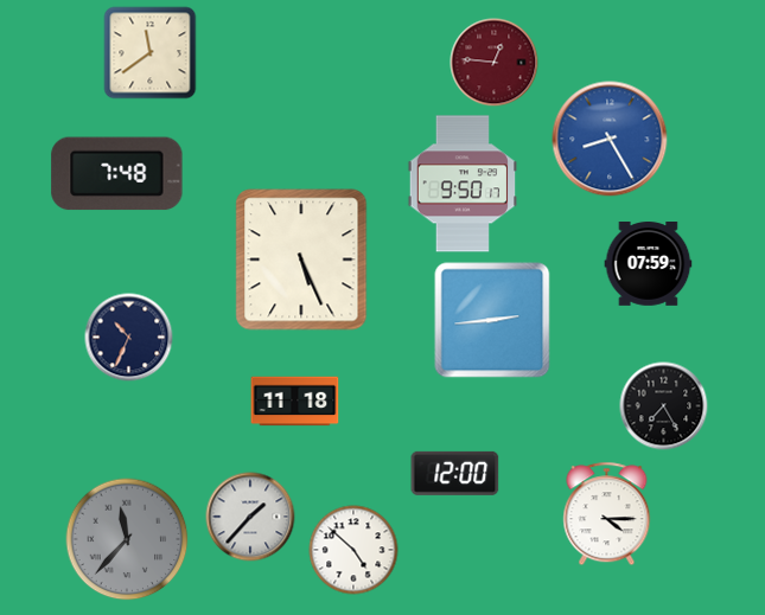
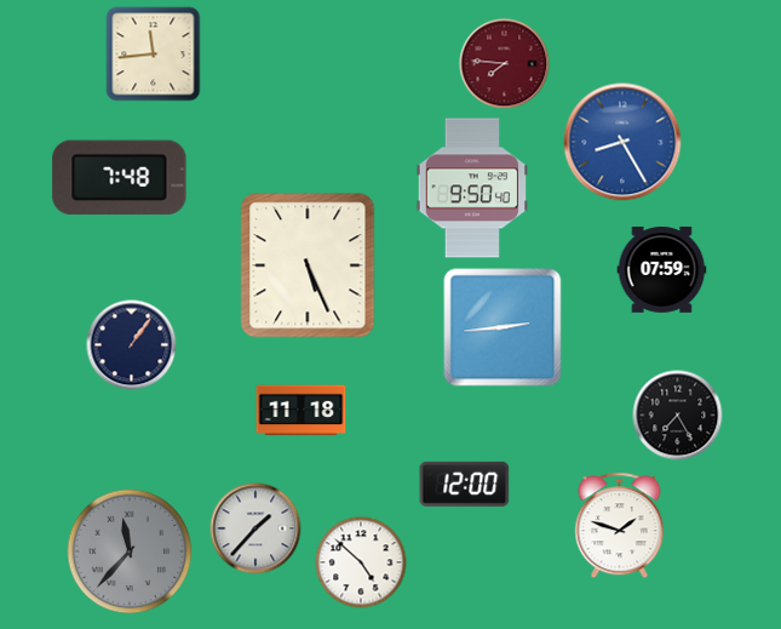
clock at (151, 53): 11:39 -> 11:44
clock at (495, 63): 12:46 -> 7:46
clock at (461, 184): 9:50:17 -> 9:50:40
clock at (129, 338): 10:34 -> 1:06
clock at (607, 514): 4:15 -> 1:48
